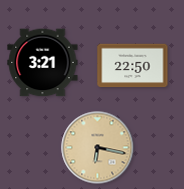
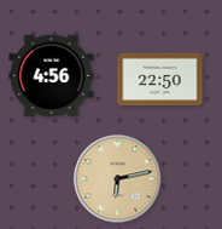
clock at (43, 63): 3:21 -> 4:56
clock at (98, 148): 6:17 -> 6:13
